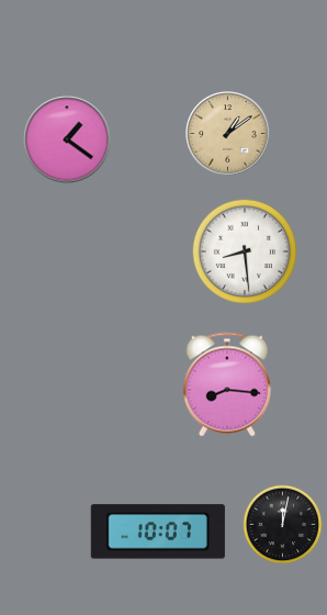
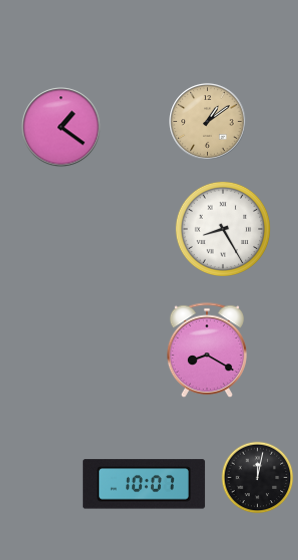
clock at (245, 251): 8:29 -> 8:25
clock at (227, 384): 8:16 -> 8:20
